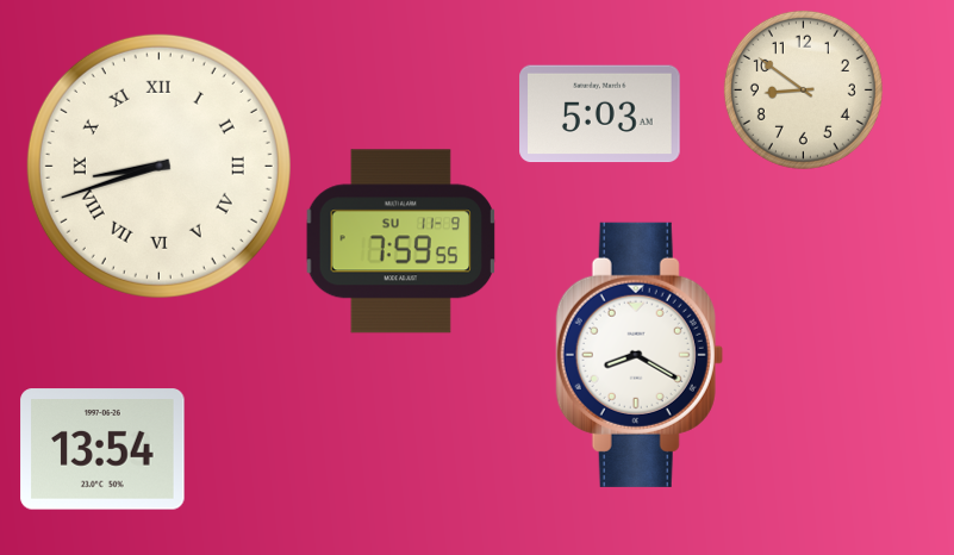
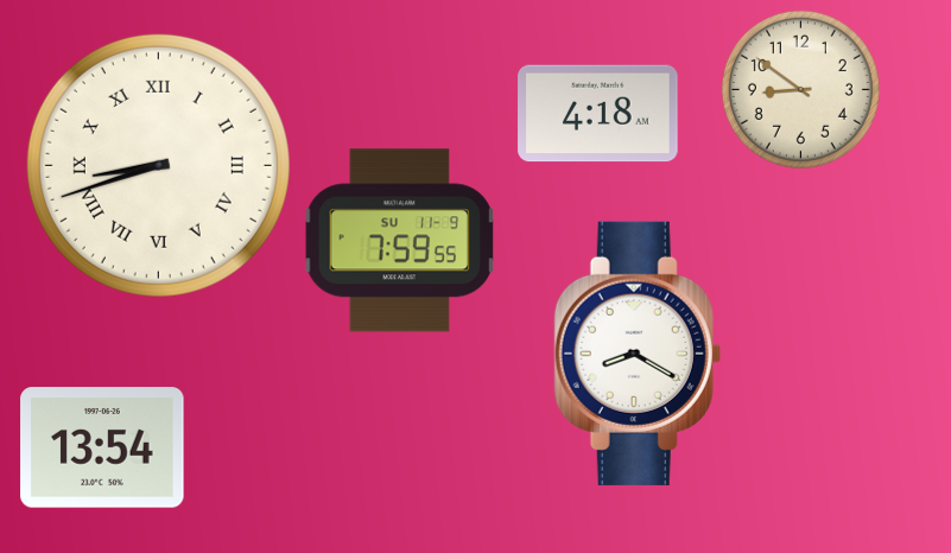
clock at (600, 114): 5:03 -> 4:18
